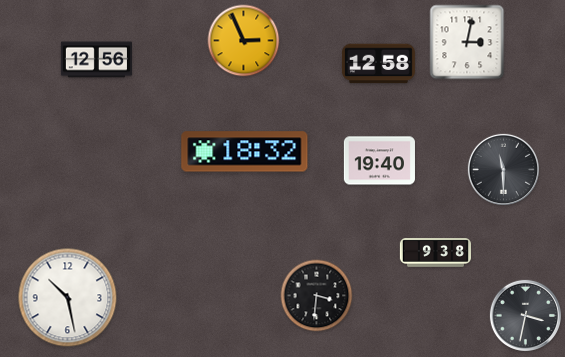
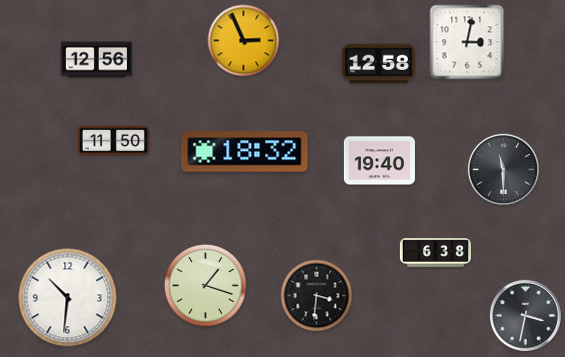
clock at (113, 141): none -> 11:50
clock at (435, 253): 9:38 -> 6:38
clock at (205, 285): none -> 1:18
clock at (68, 298): 10:28 -> 10:31
